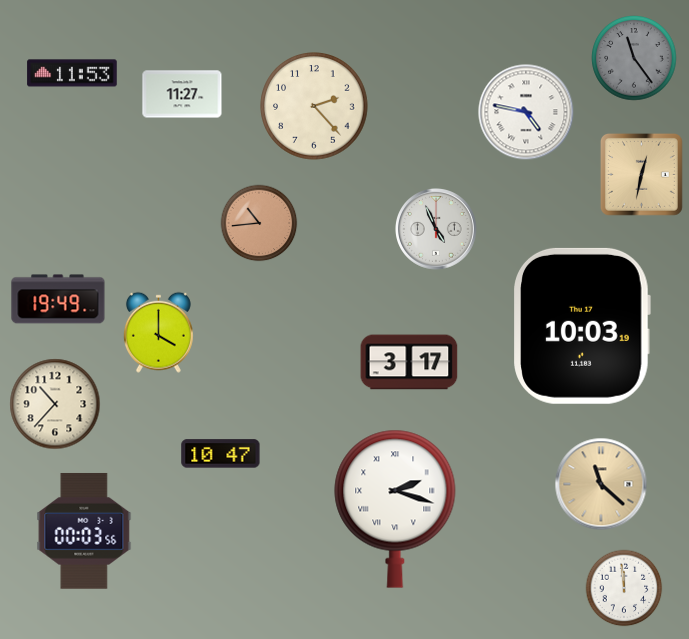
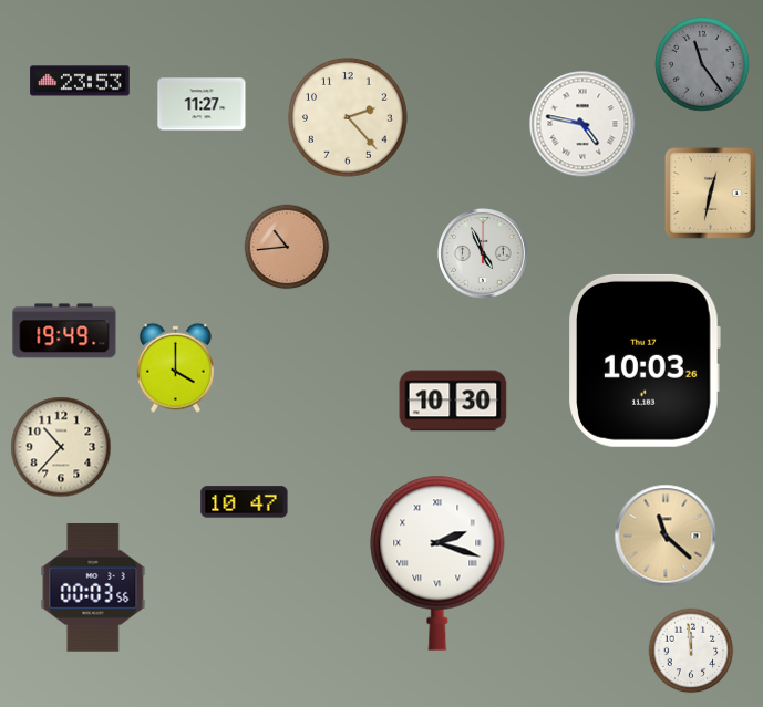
clock at (72, 73): 11:53 -> 23:53
clock at (582, 326): 10:03:19 -> 10:03:26
clock at (409, 362): 3:17 -> 10:30
